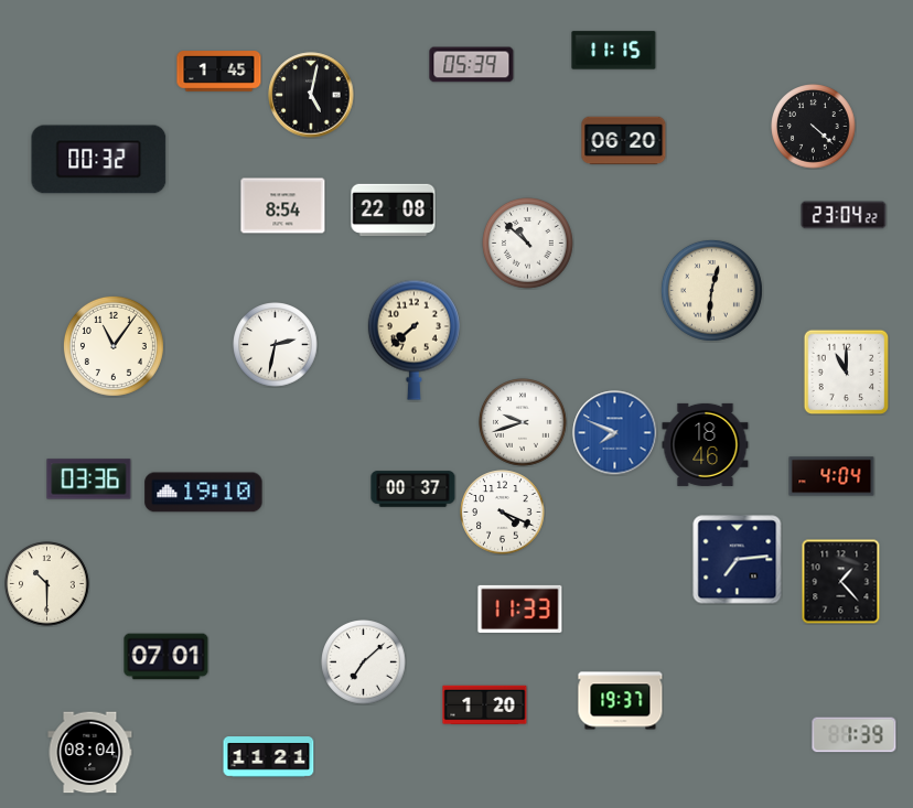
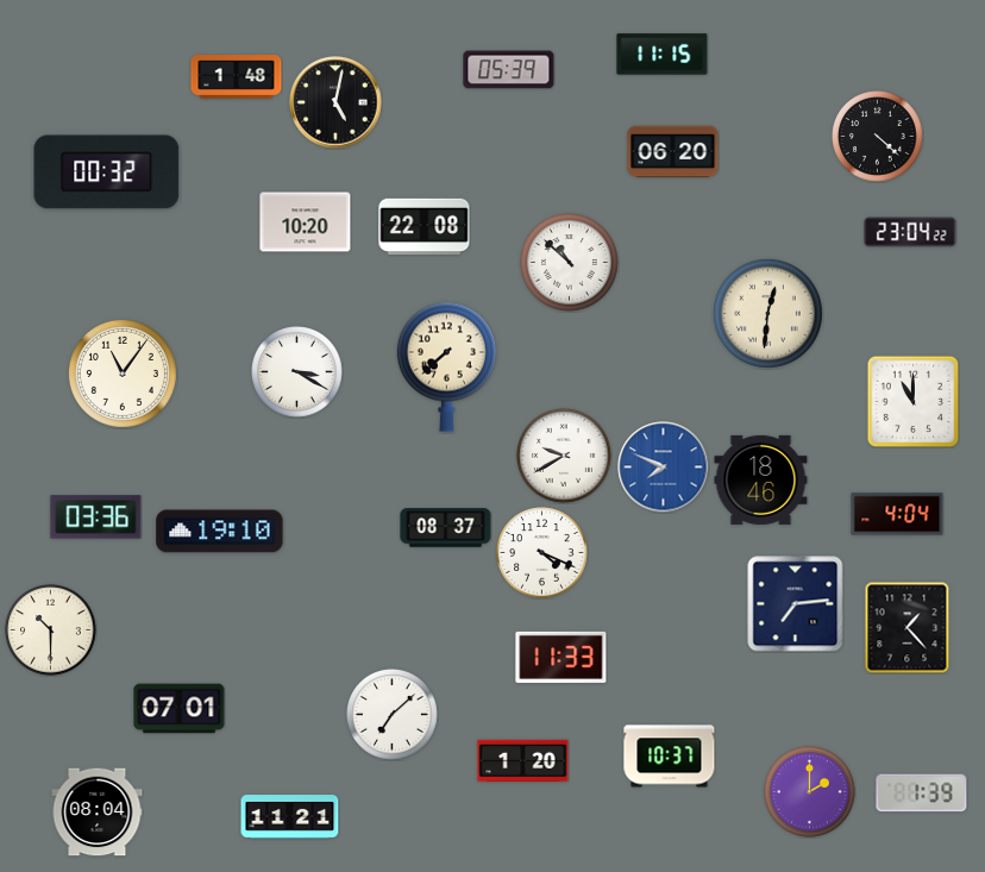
clock at (219, 72): 1:45 -> 1:48
clock at (283, 206): 8:54 -> 10:20
clock at (276, 345): 2:32 -> 3:20
clock at (524, 423): 9:42 -> 9:40
clock at (413, 489): 00:37 -> 08:37
clock at (621, 701): 19:37 -> 10:37
clock at (810, 792): none -> 2:00
